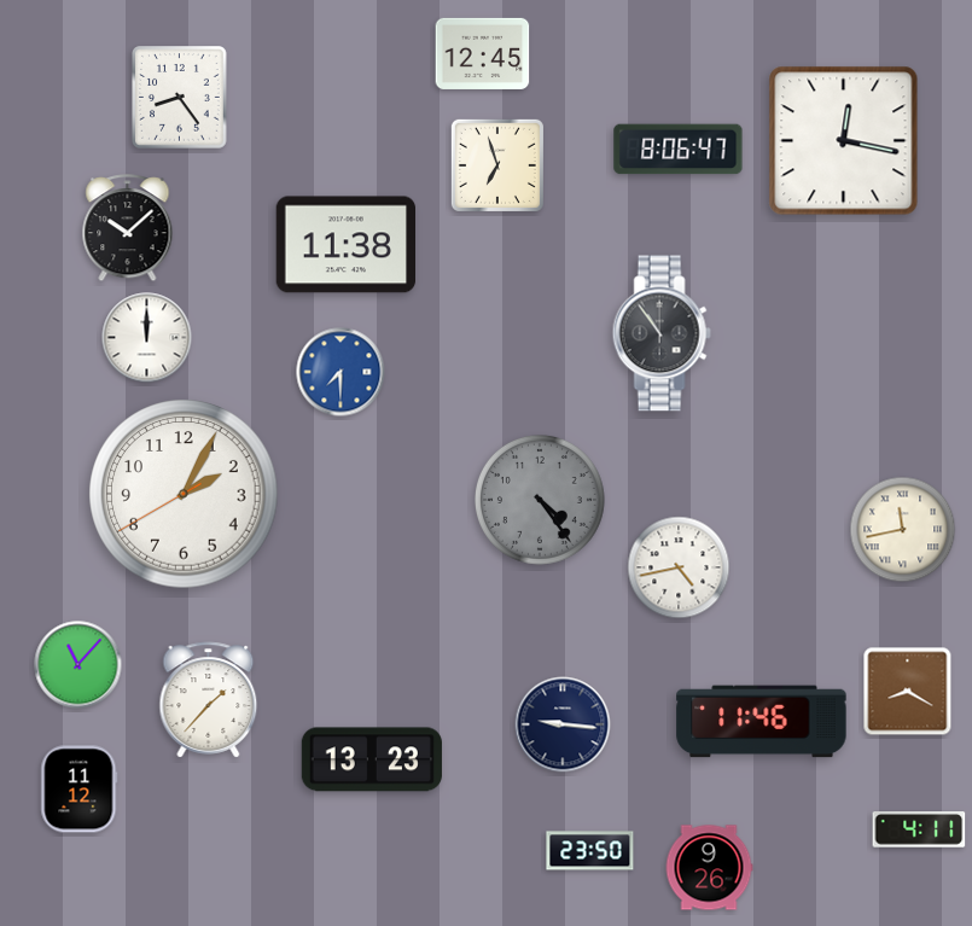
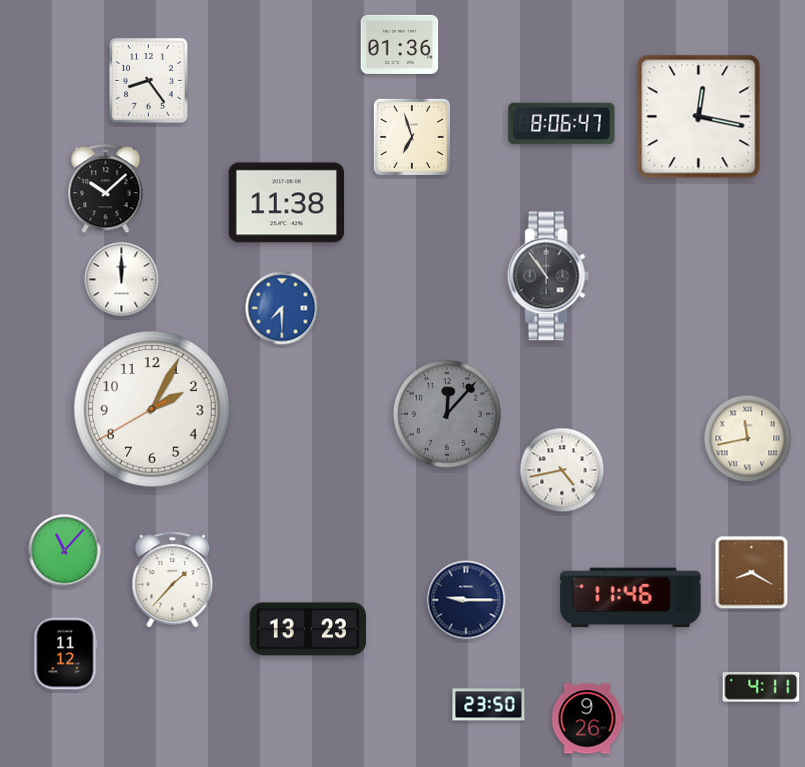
clock at (483, 53): 12:45 -> 01:36
clock at (540, 500): 4:24 -> 12:07
clock at (563, 724): 9:16 -> 9:15
